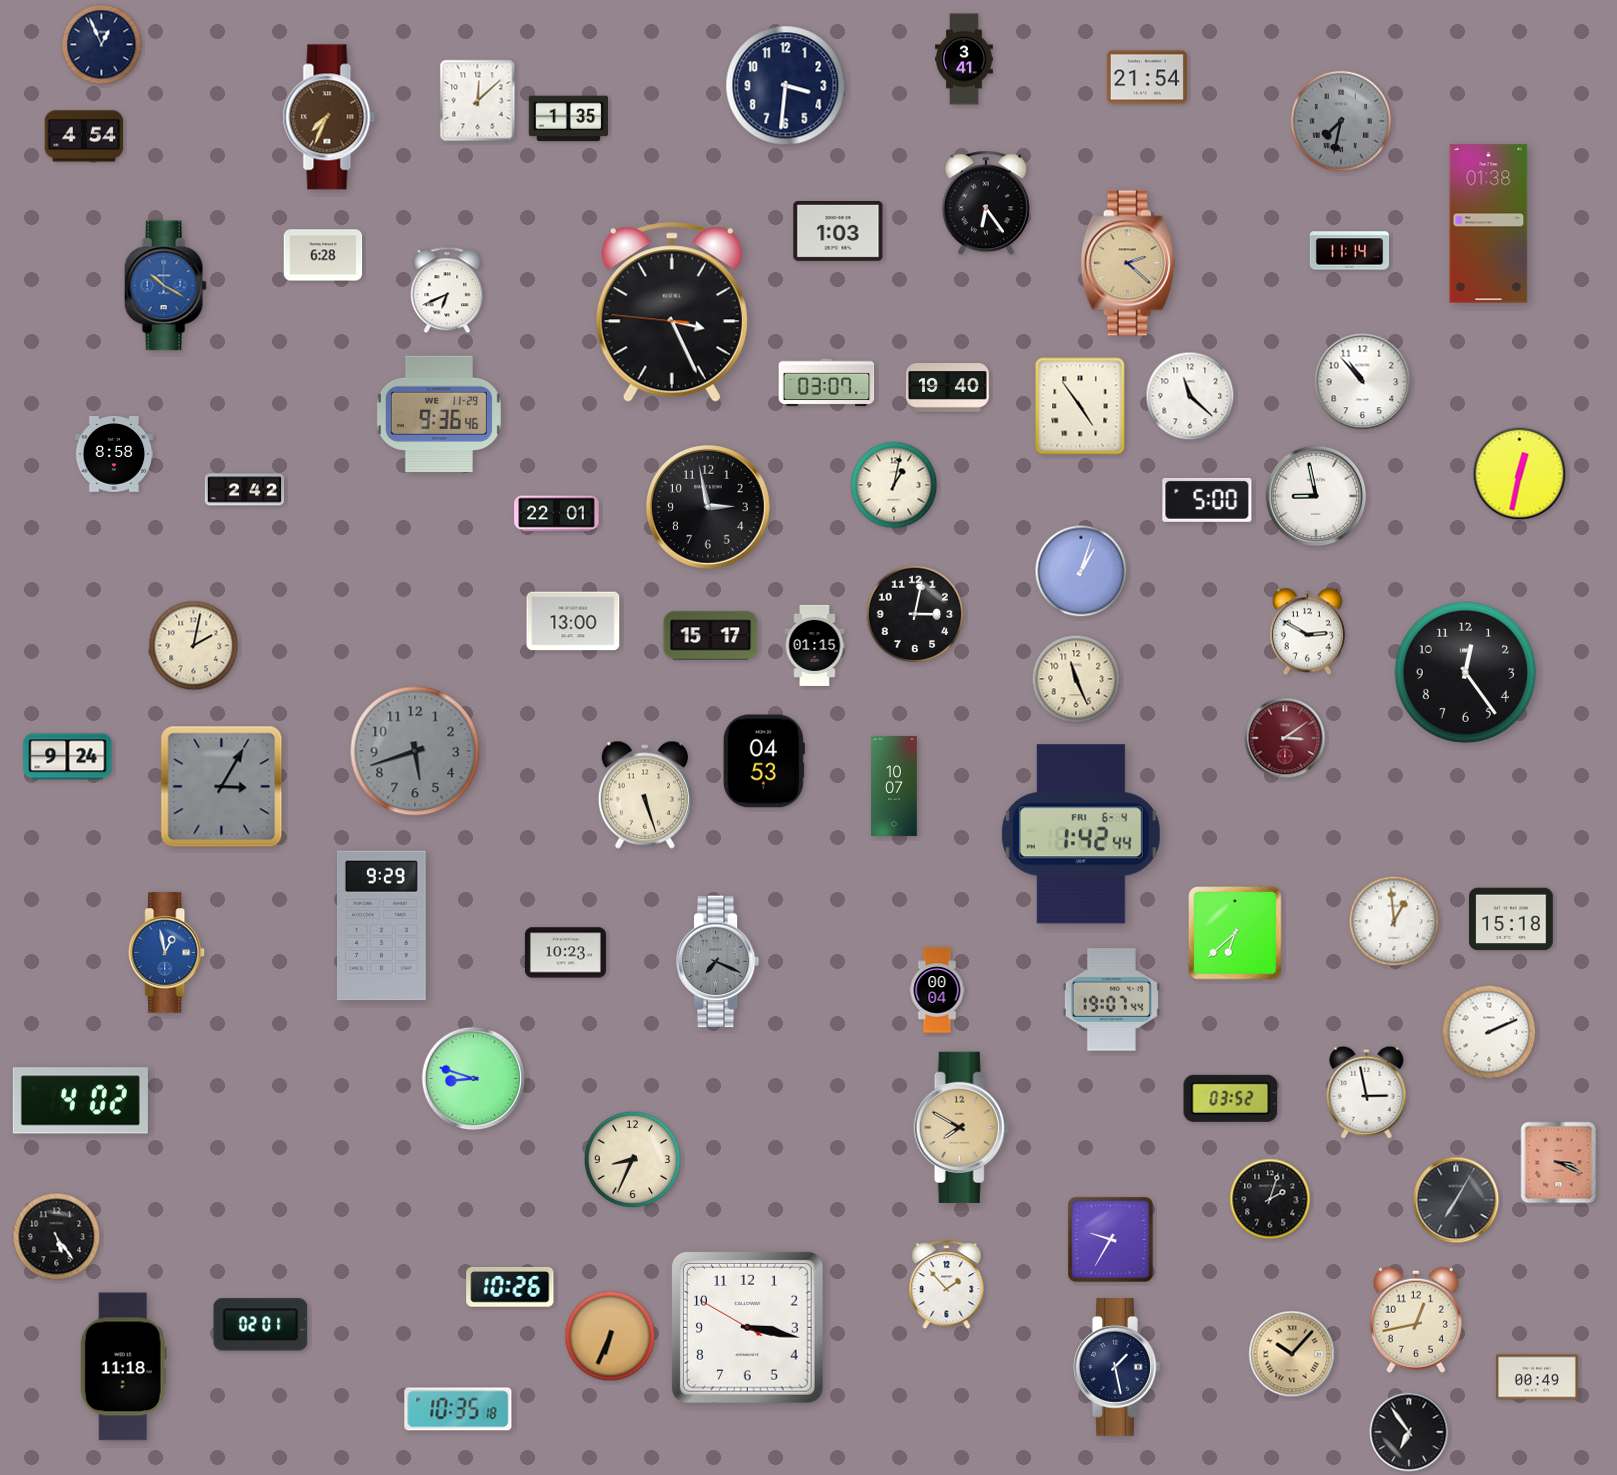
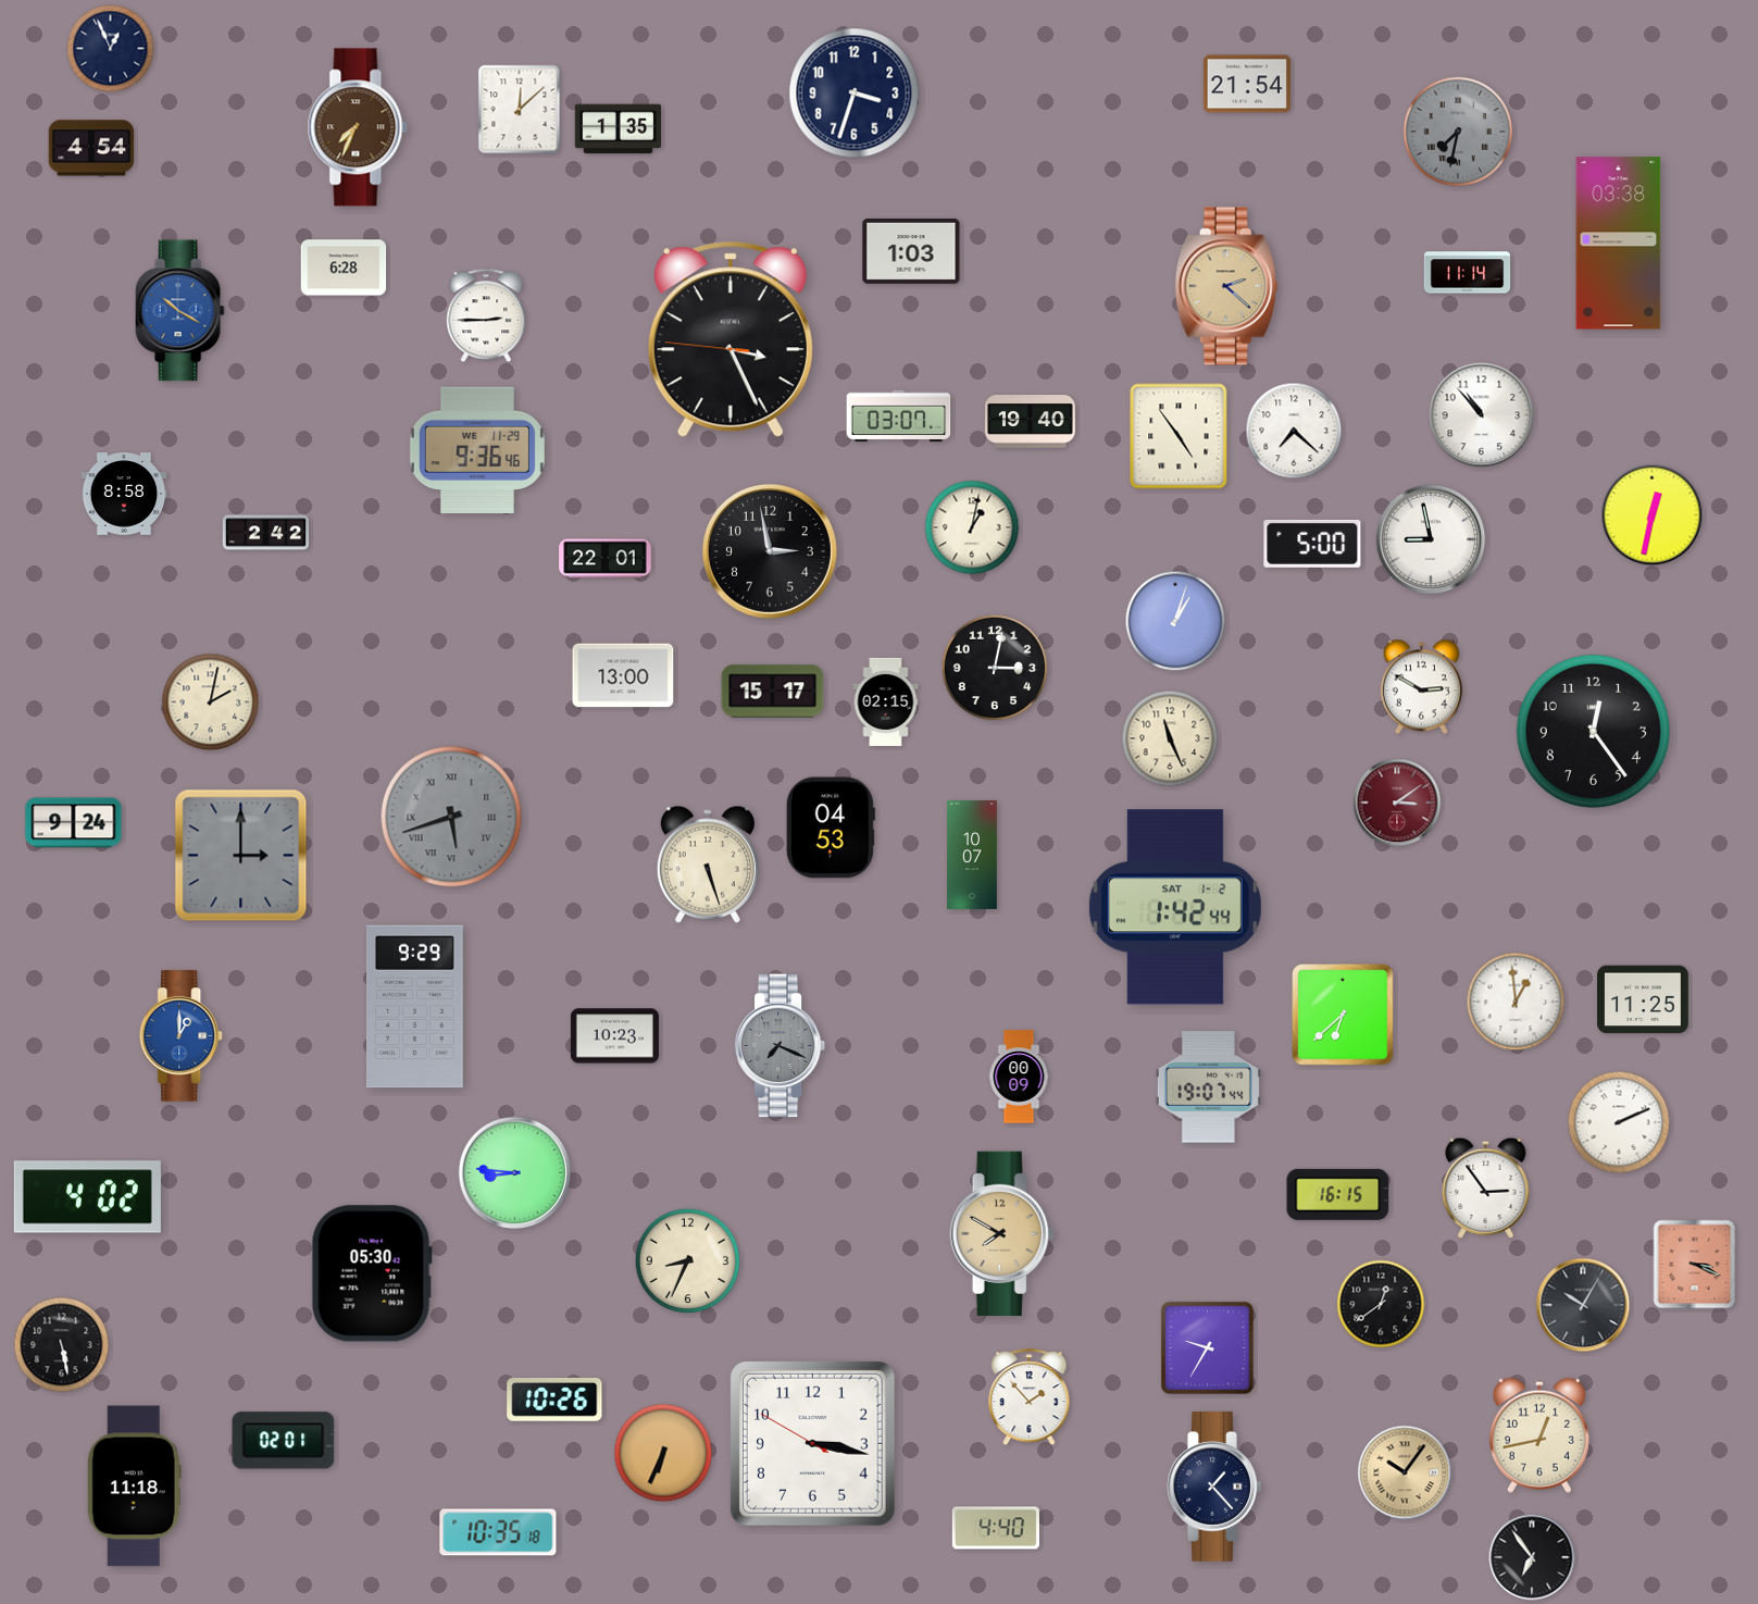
clock at (964, 59): 3:41 -> none
clock at (786, 86): 3:31 -> 3:33
clock at (986, 203): 6:24 -> none
clock at (1489, 224): 01:38 -> 03:38
clock at (323, 255) position: (323, 255) -> (344, 268)
clock at (447, 290): 6:41 -> 2:45
clock at (1190, 396): 11:22 -> 7:22
clock at (1080, 406) position: (1080, 406) -> (1179, 436)
clock at (815, 645): 01:15 -> 02:15
clock at (415, 751) numerals: Arabic -> Roman
clock at (222, 787): 3:05 -> 3:00
clock at (645, 795) position: (645, 795) -> (708, 865)
clock at (1081, 834) date: FRI 6-4 -> SAT 1-2
clock at (1511, 919): 15:18 -> 11:25
clock at (167, 953): 12:58 -> 1:00
clock at (937, 990): 00:04 -> 00:09
clock at (474, 1079): 8:48 -> 8:46
clock at (1367, 1092): 2:58 -> 2:54
clock at (1231, 1098): 03:52 -> 16:15
clock at (962, 1127) position: (962, 1127) -> (1002, 1233)
clock at (372, 1273): none -> 05:30
clock at (1270, 1199): 2:03 -> 12:39
clock at (1456, 1200): 7:05 -> 10:05
clock at (57, 1237): 5:24 -> 5:28
clock at (1292, 1354): 10:07 -> 10:06
clock at (1117, 1368): 1:28 -> 1:23
clock at (1537, 1377): 00:49 -> none
clock at (996, 1528): none -> 4:40
